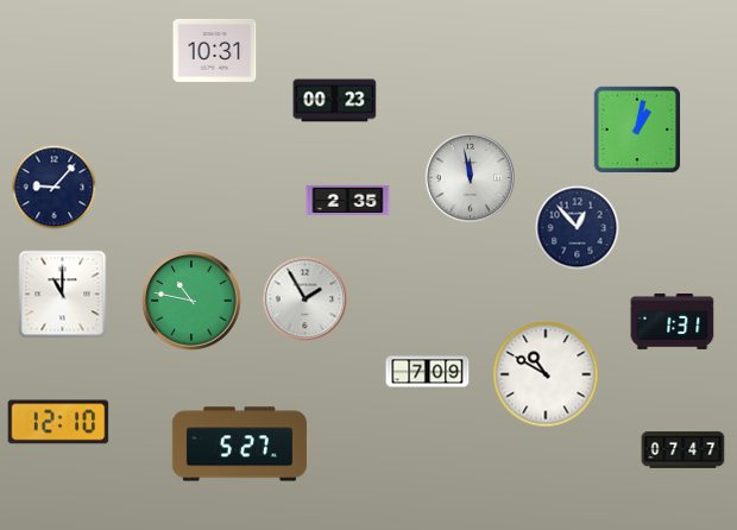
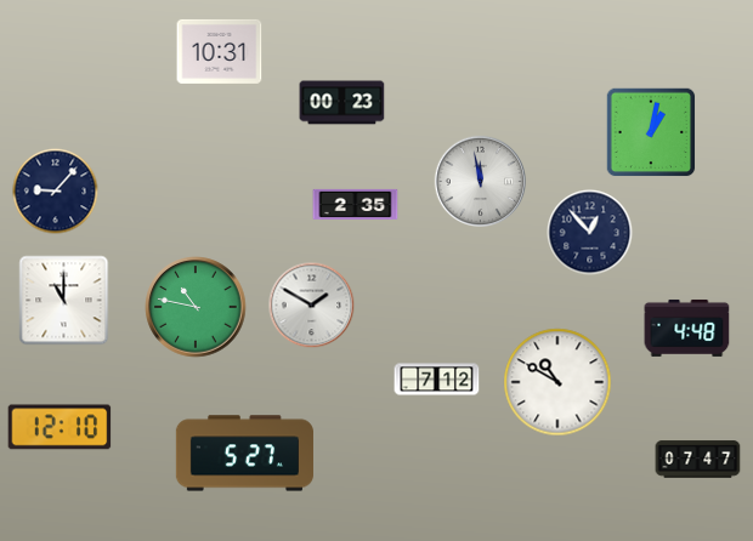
clock at (305, 299): 1:55 -> 1:50
clock at (673, 321): 1:31 -> 4:48
clock at (428, 372): 7:09 -> 7:12
clock at (58, 422) position: (58, 422) -> (60, 427)
